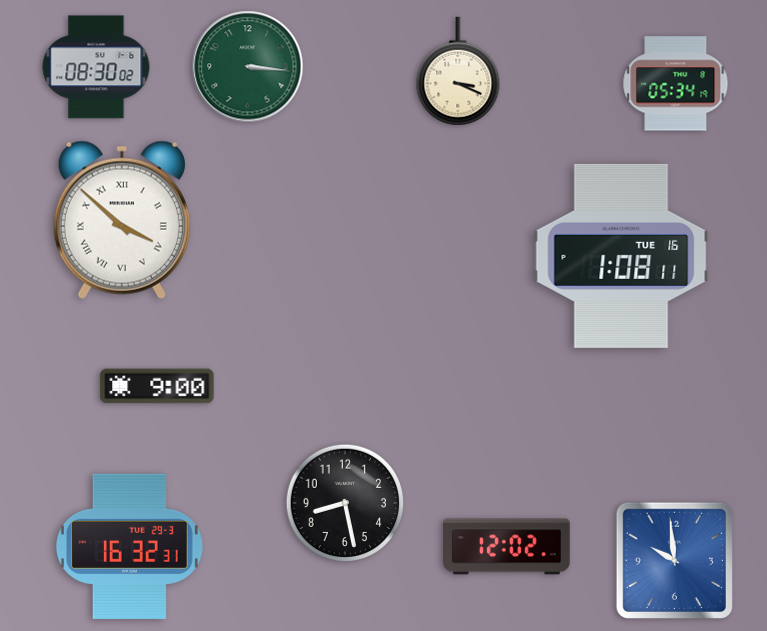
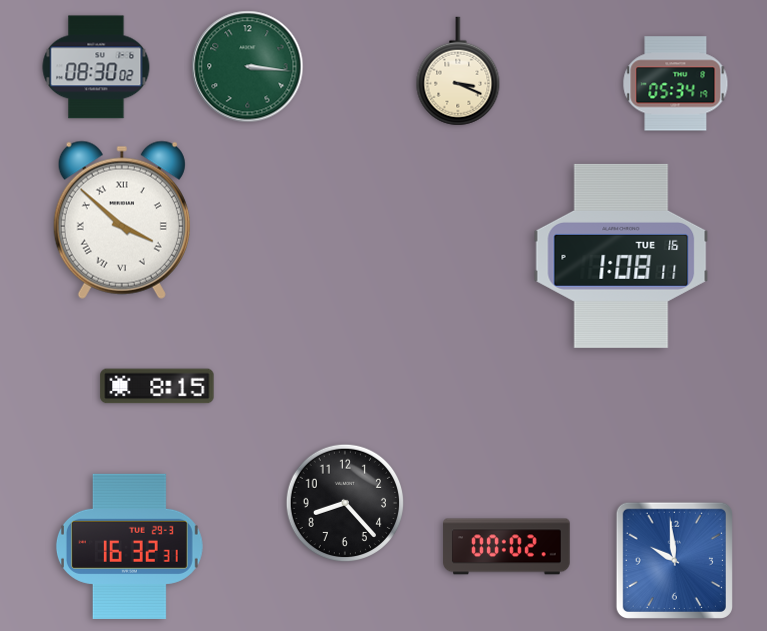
clock at (157, 386): 9:00 -> 8:15
clock at (345, 503): 8:28 -> 8:23
clock at (507, 547): 12:02 -> 00:02
